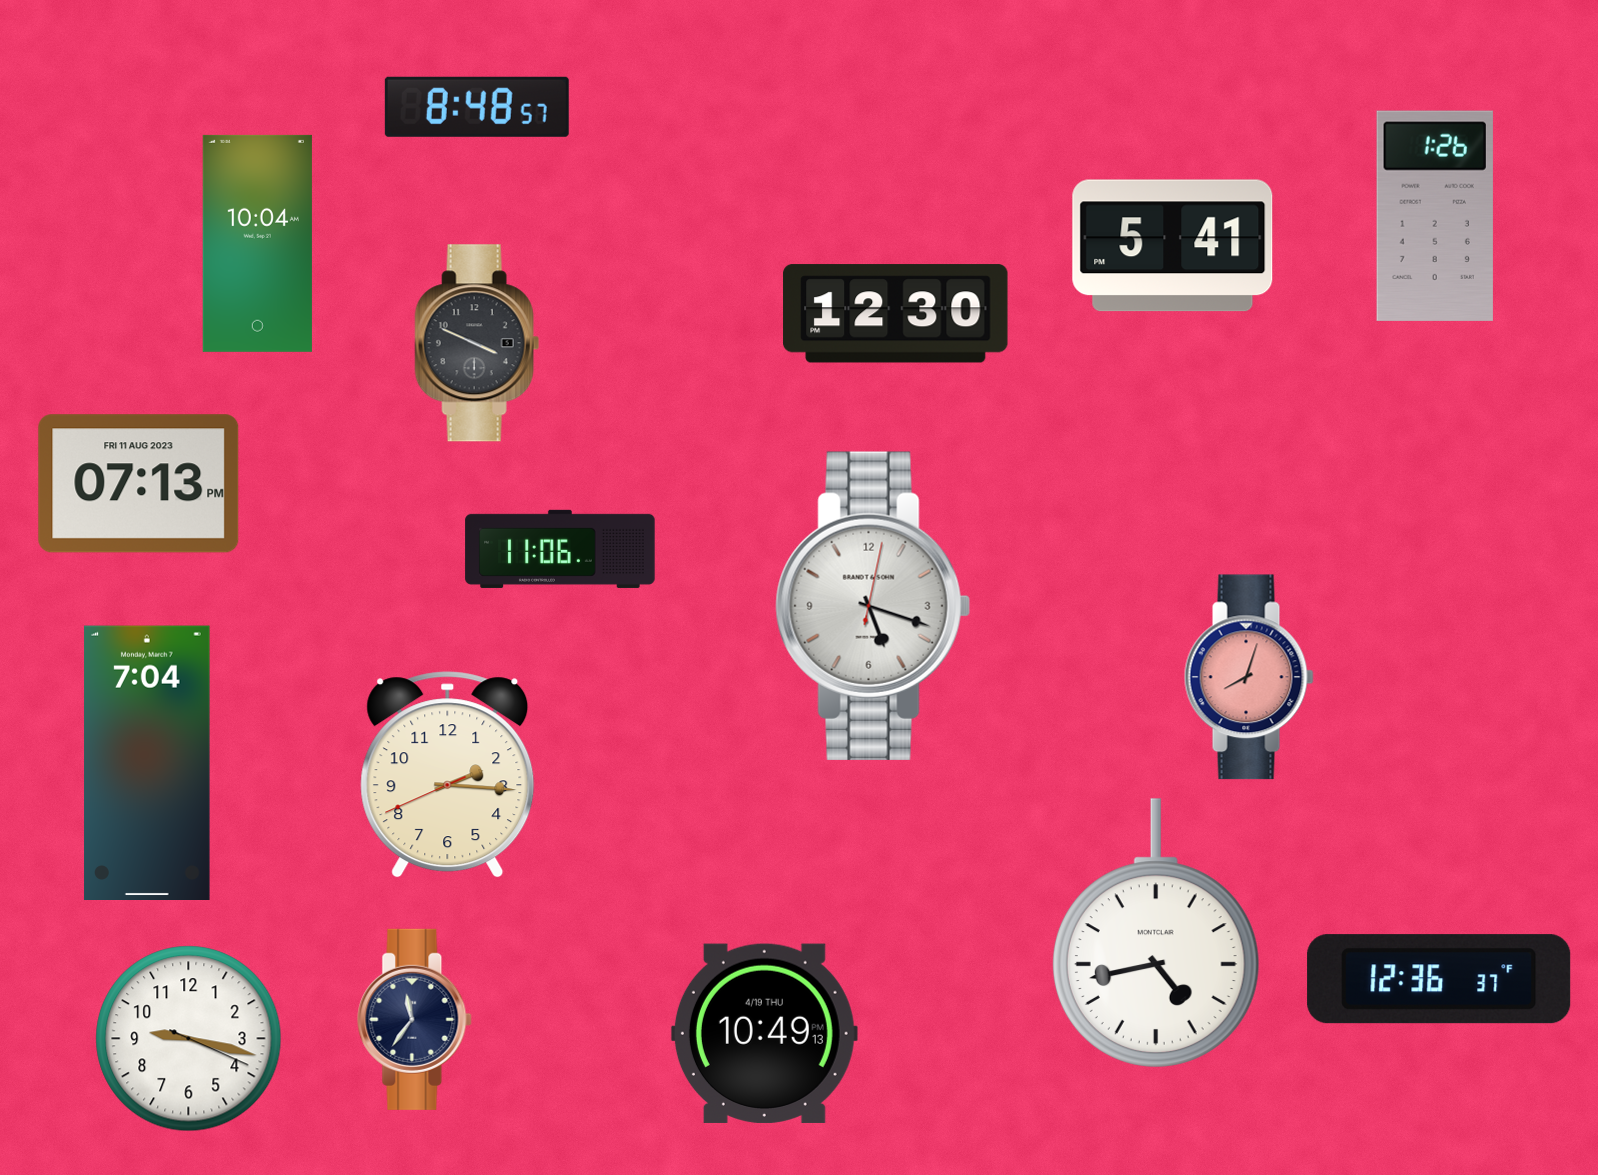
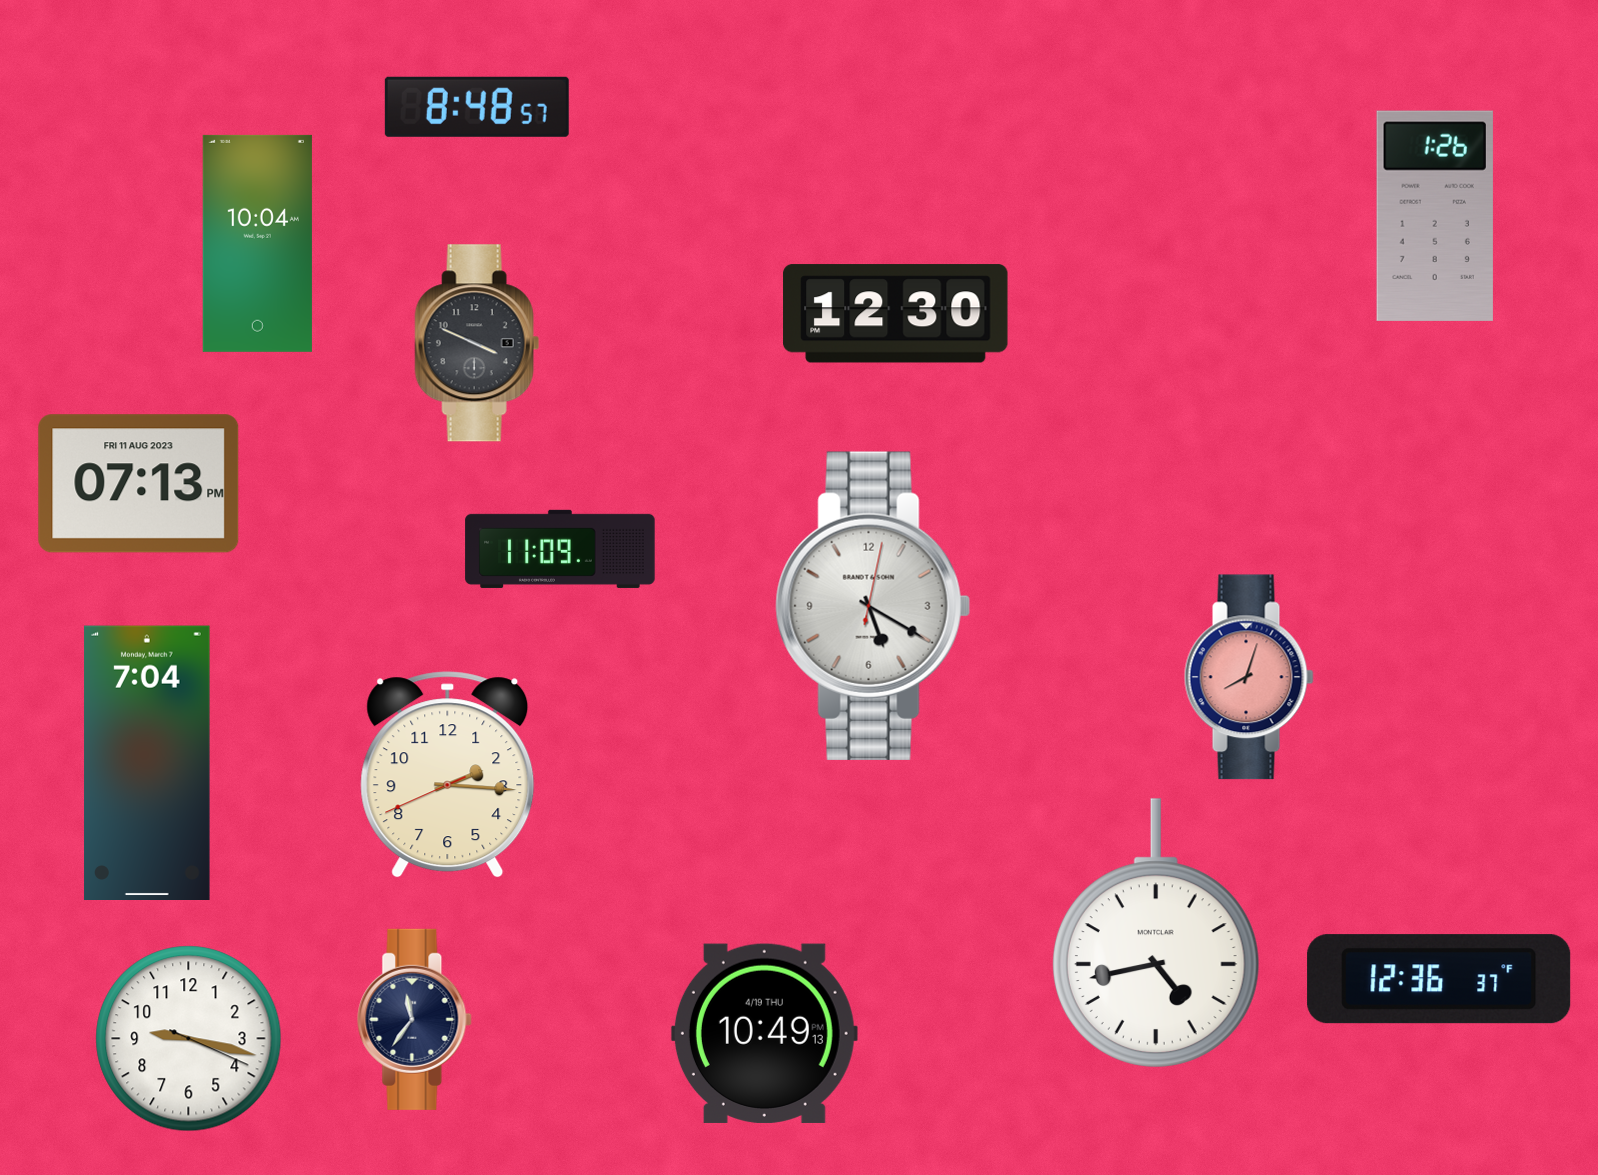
clock at (1173, 246): 5:41 -> none
clock at (560, 549): 11:06 -> 11:09
clock at (873, 606): 5:18 -> 5:20
